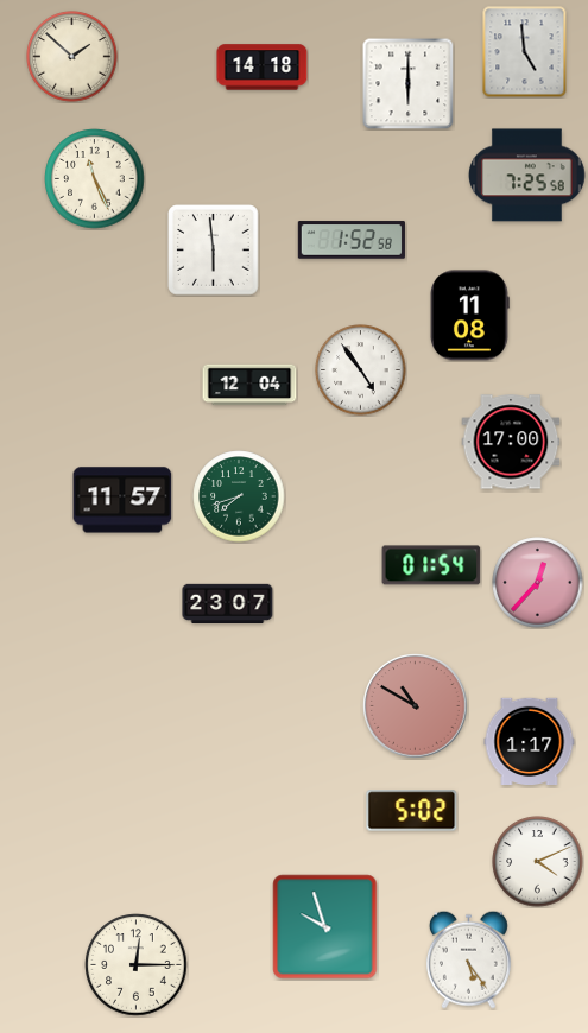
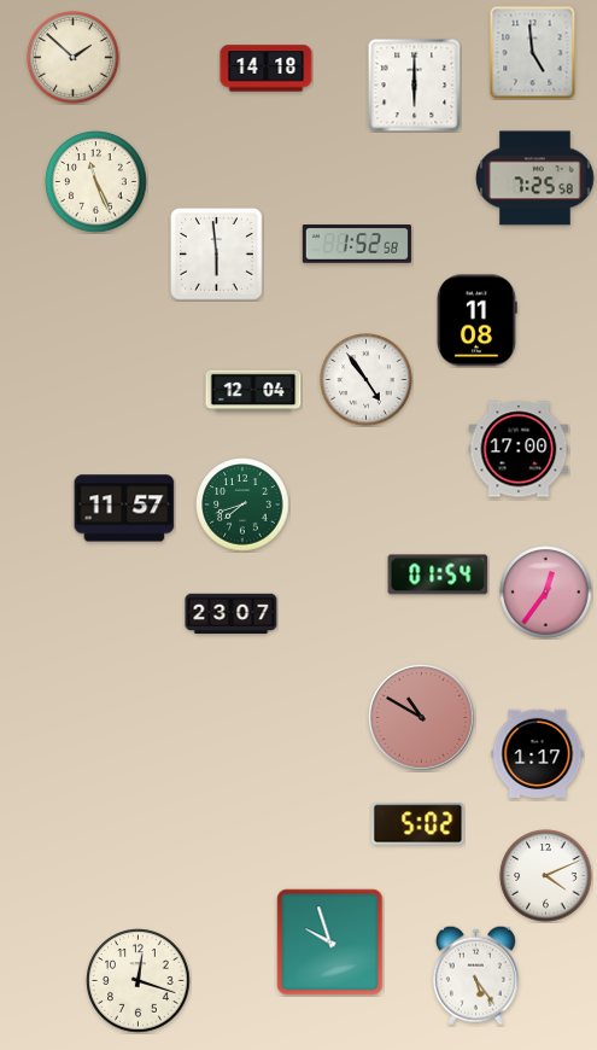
clock at (361, 370) position: (361, 370) -> (367, 380)
clock at (538, 583): 12:37 -> 12:36
clock at (137, 965): 12:15 -> 12:18
